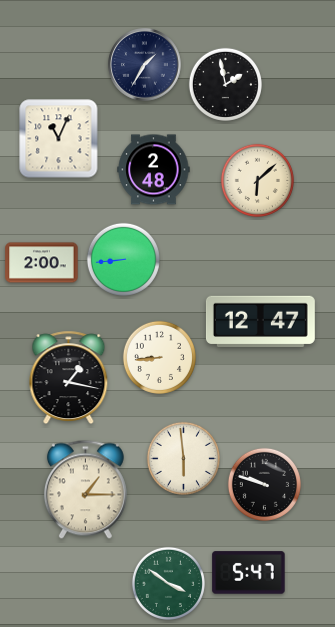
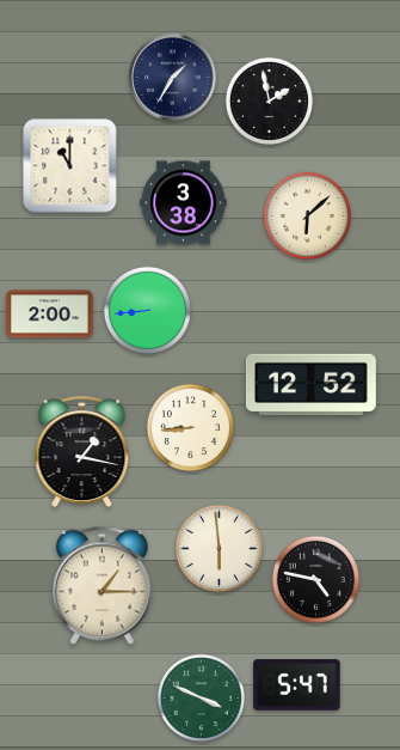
clock at (59, 139): 11:04 -> 11:00
clock at (154, 170): 2:48 -> 3:38
clock at (260, 321): 12:47 -> 12:52
clock at (264, 484): 9:48 -> 4:47
clock at (168, 583): 3:51 -> 3:49
